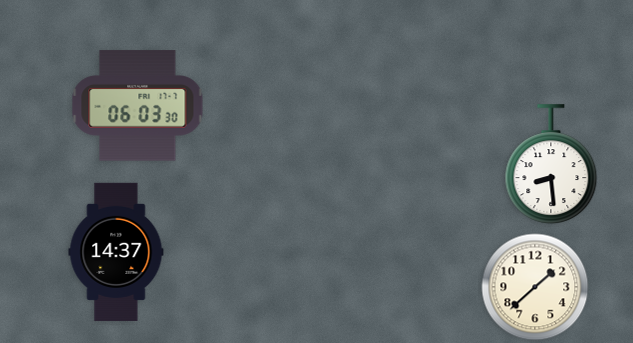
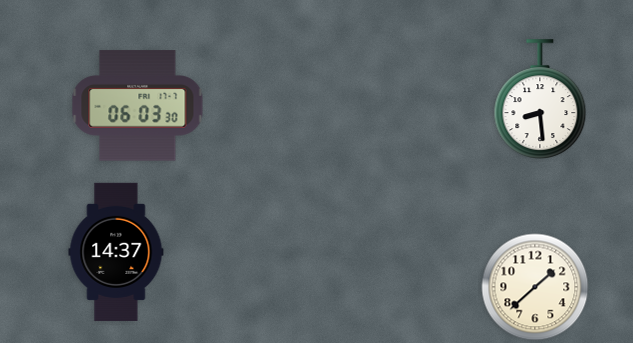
clock at (551, 164) position: (551, 164) -> (540, 99)
